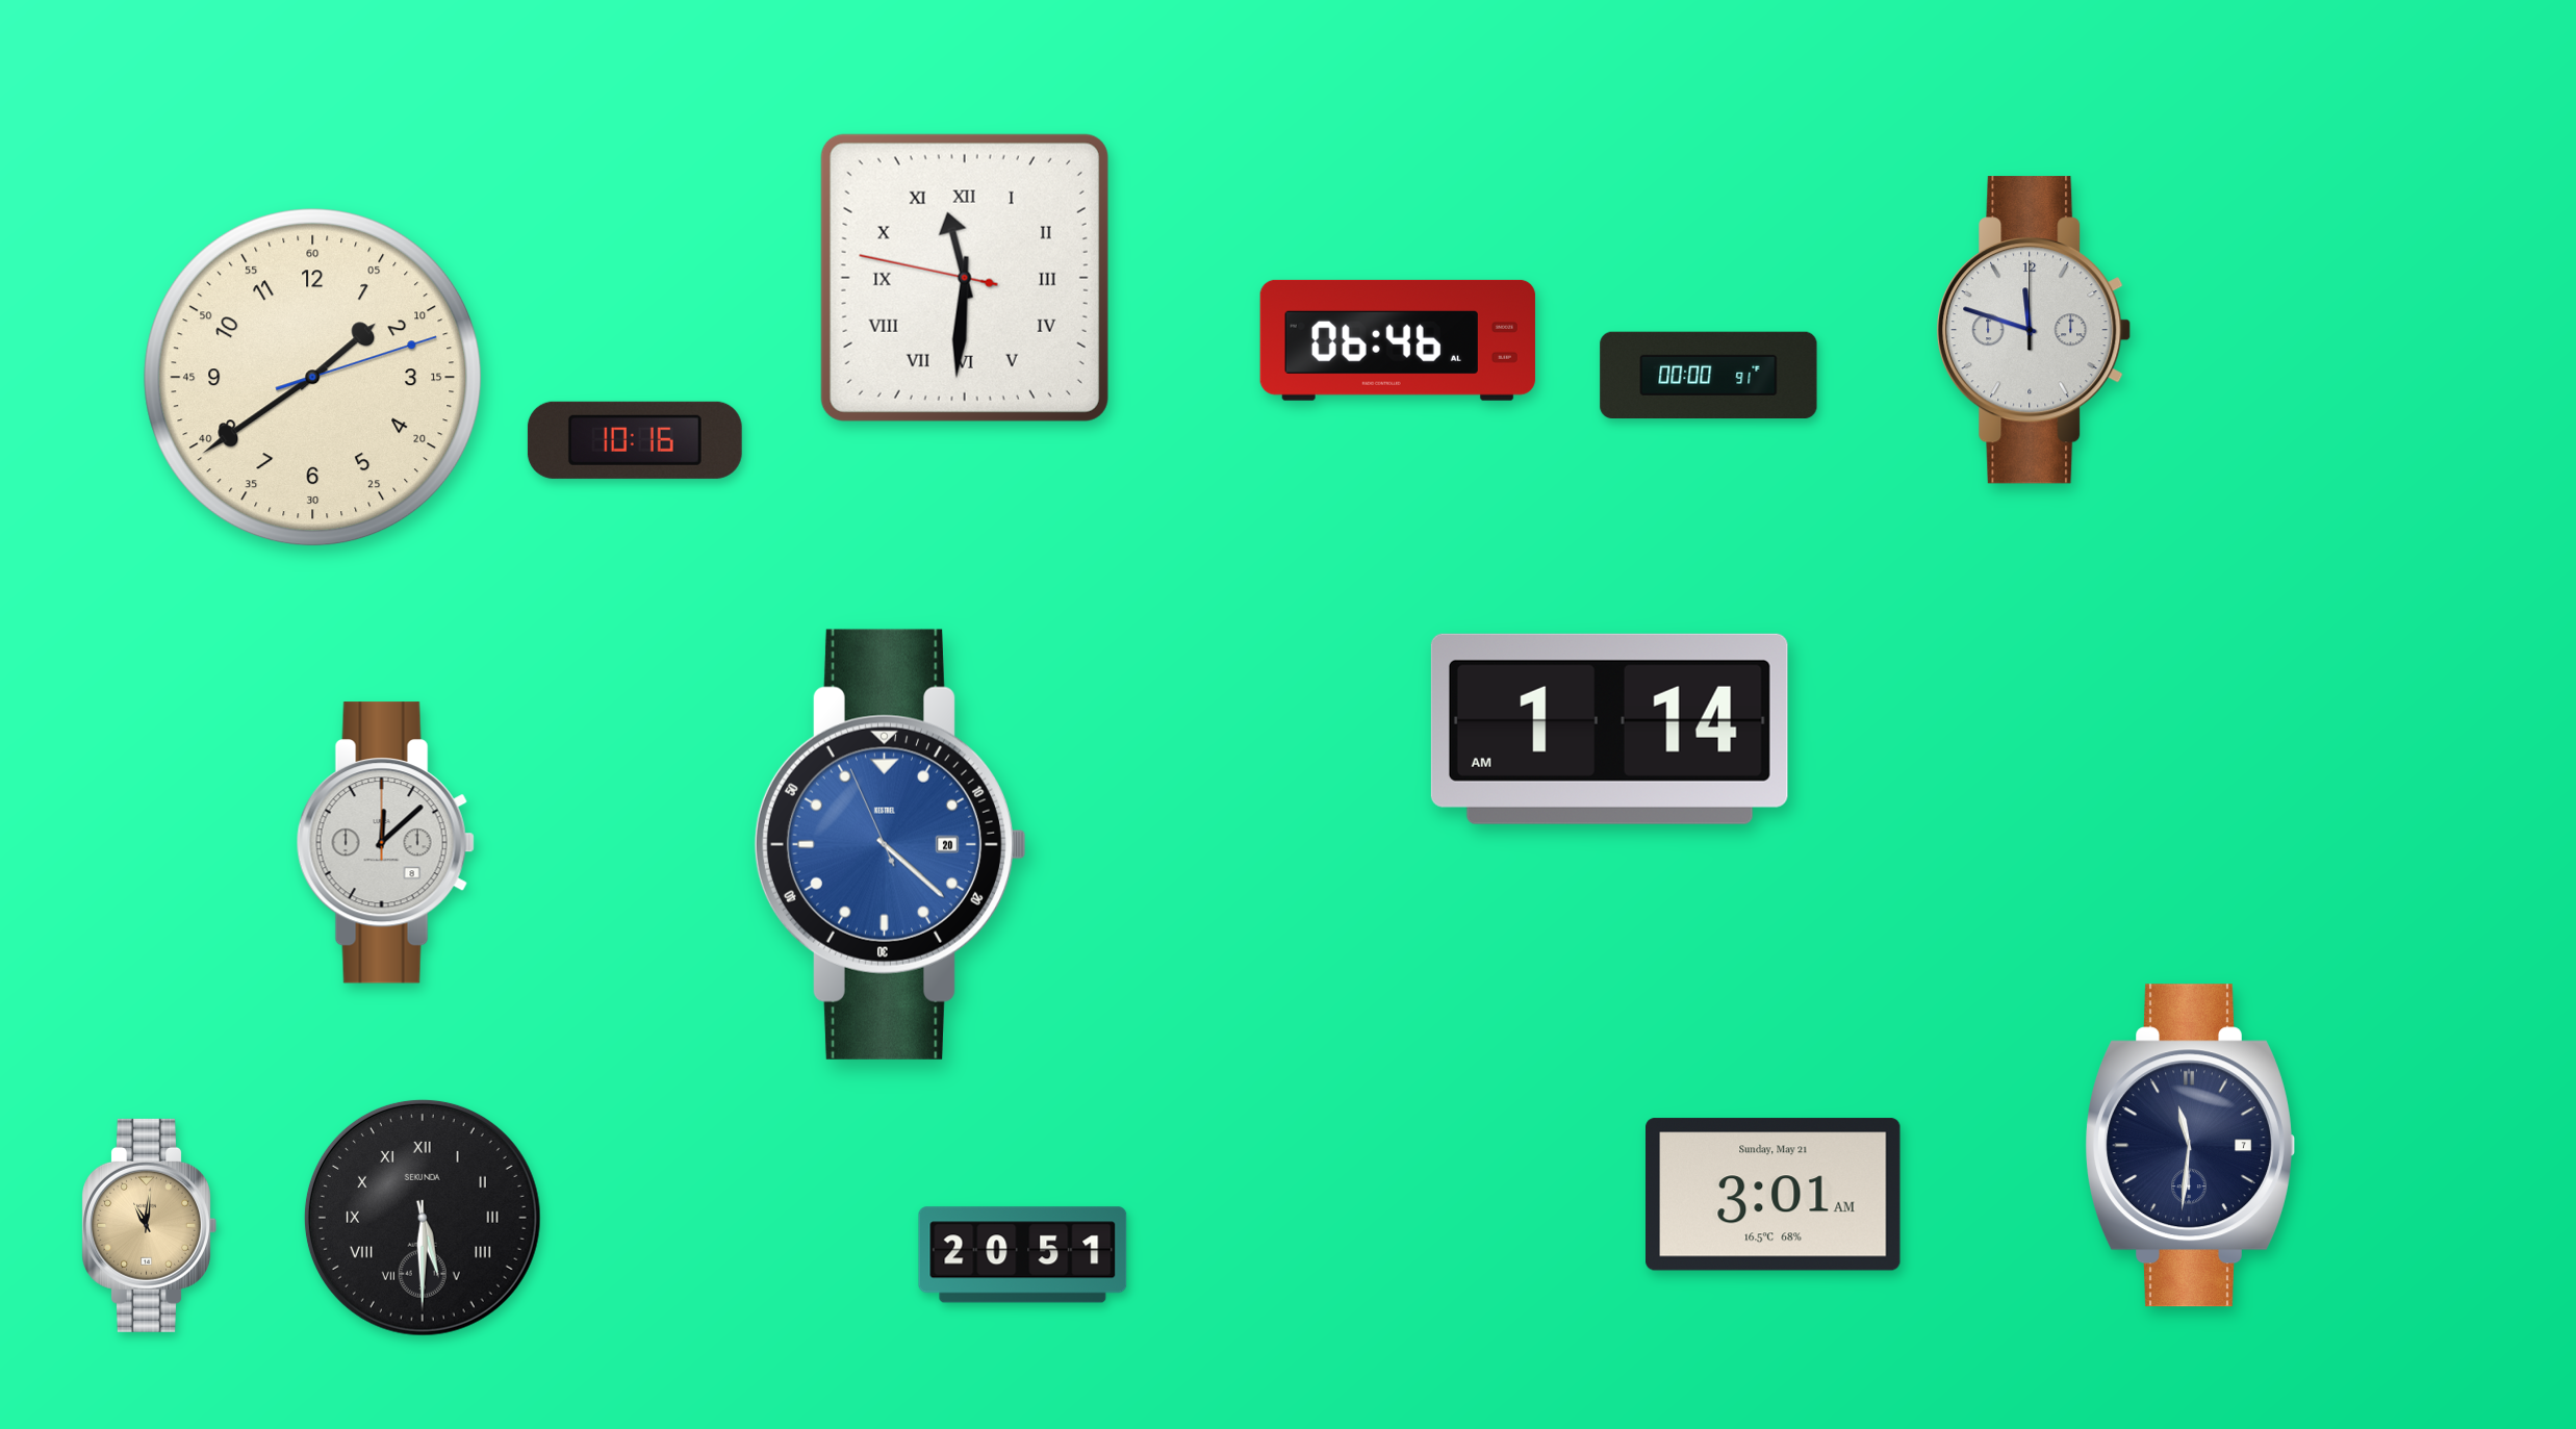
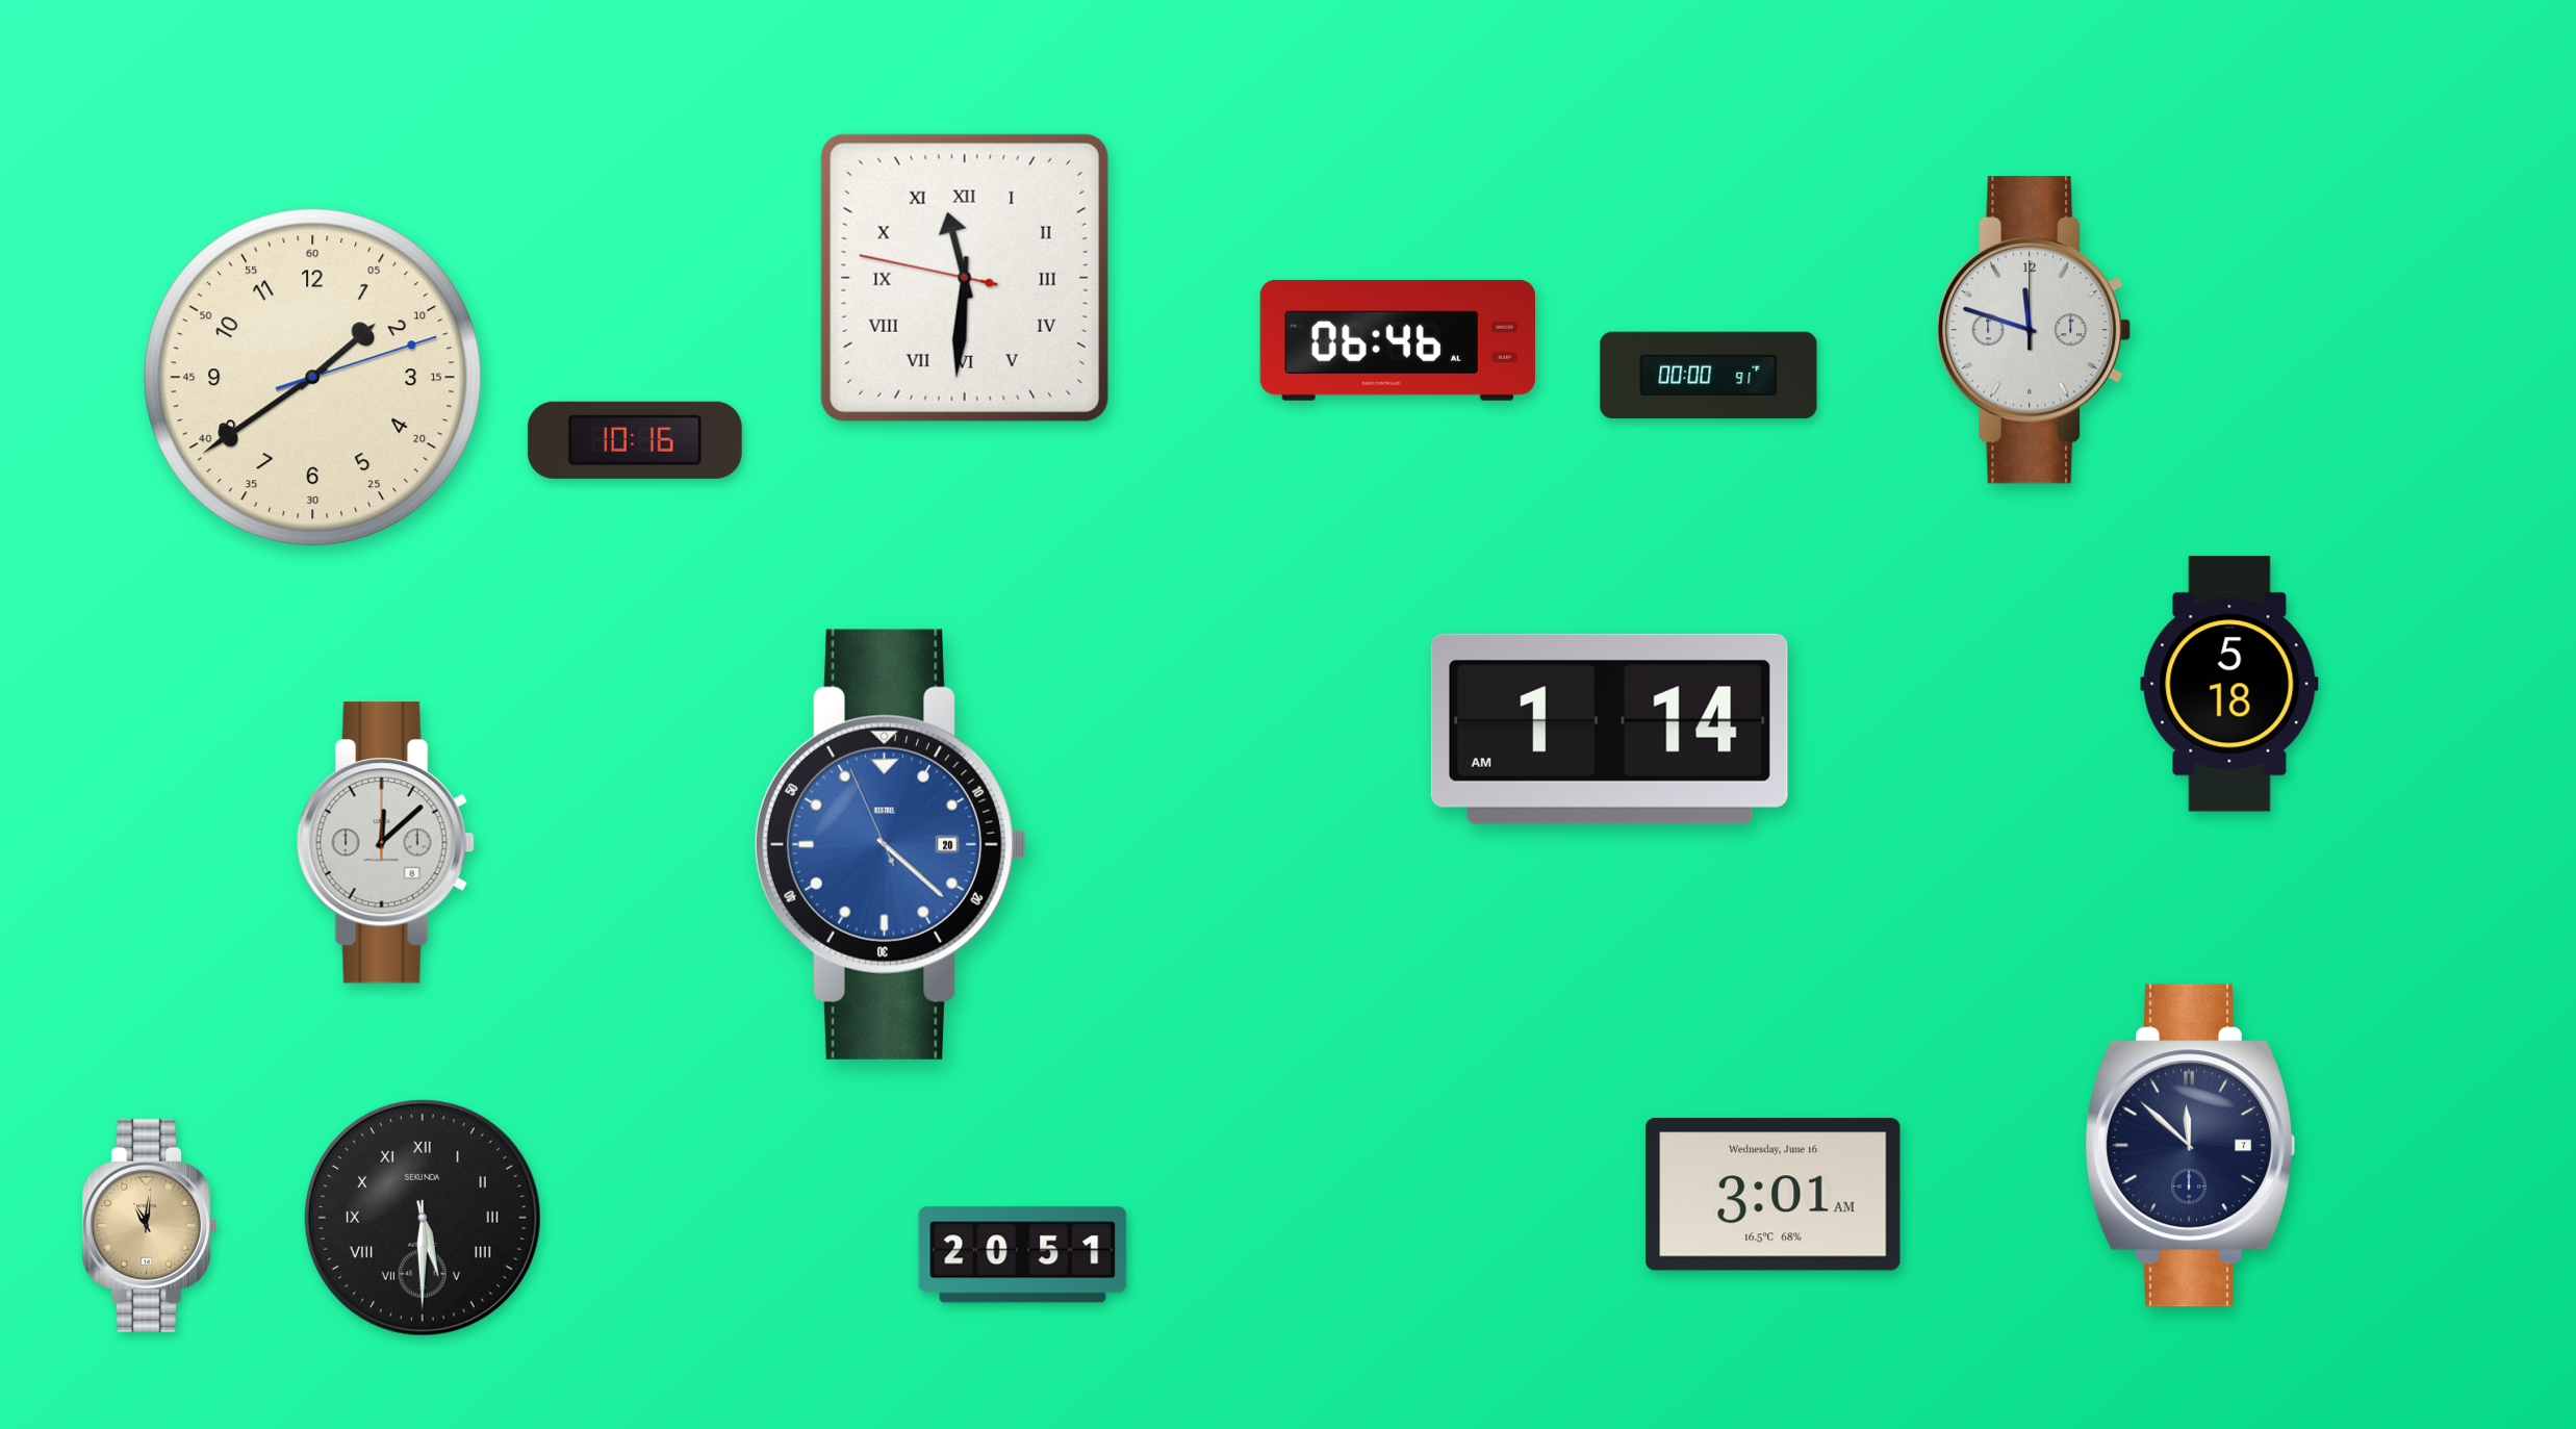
clock at (2229, 684): none -> 5:18
clock at (2191, 1146): 11:31 -> 11:52
clock at (1774, 1195) date: Sunday, May 21 -> Wednesday, June 16
